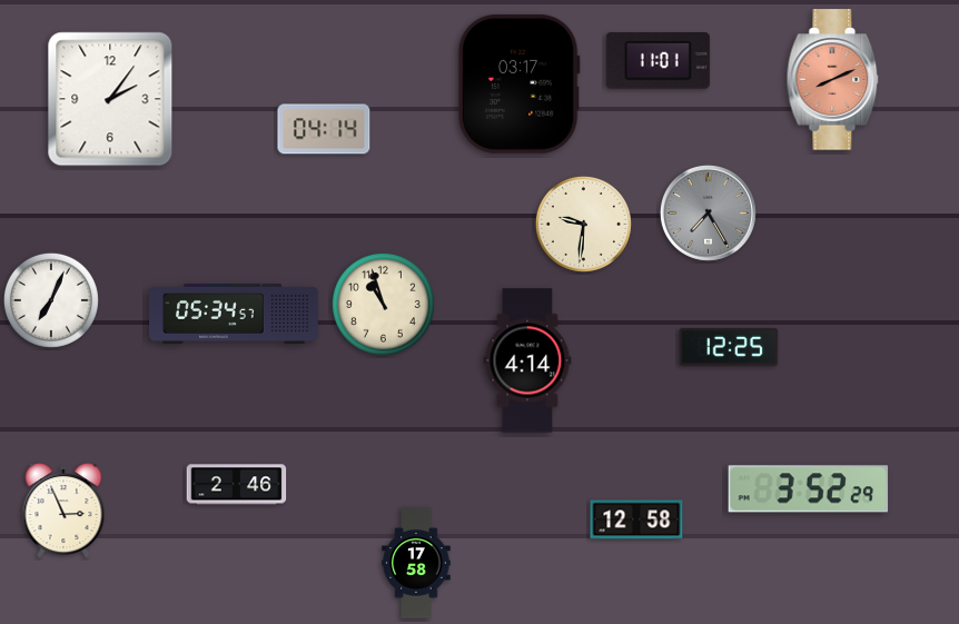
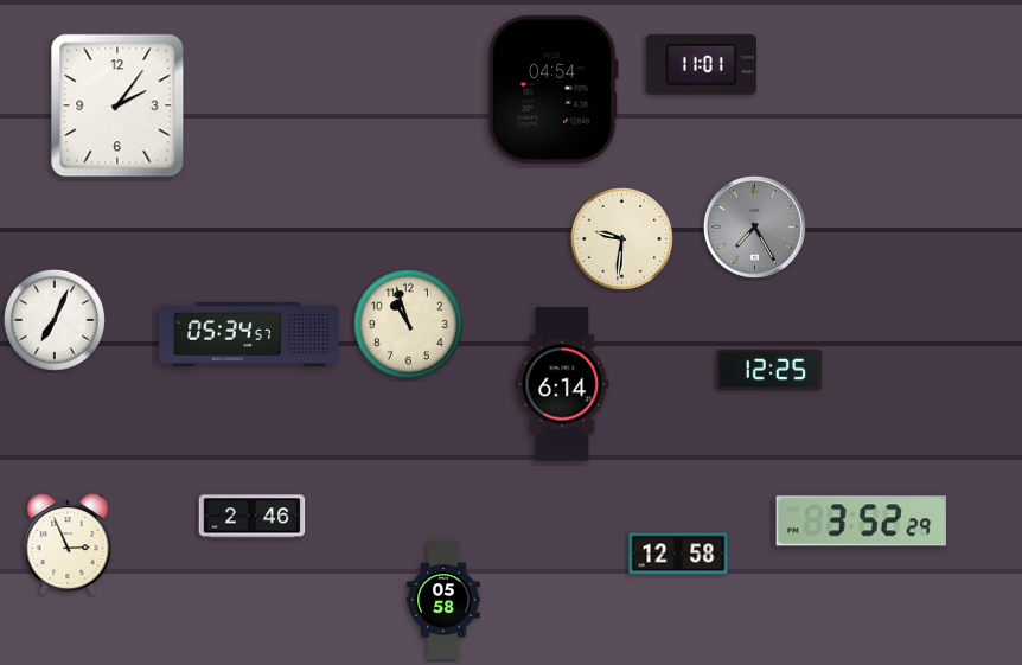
clock at (833, 80): 8:11 -> none
clock at (518, 83): 03:17 -> 04:54
clock at (324, 129): 04:14 -> none
clock at (729, 347) position: (729, 347) -> (769, 370)
clock at (527, 360): 4:14 -> 6:14
clock at (416, 563): 17:58 -> 05:58
